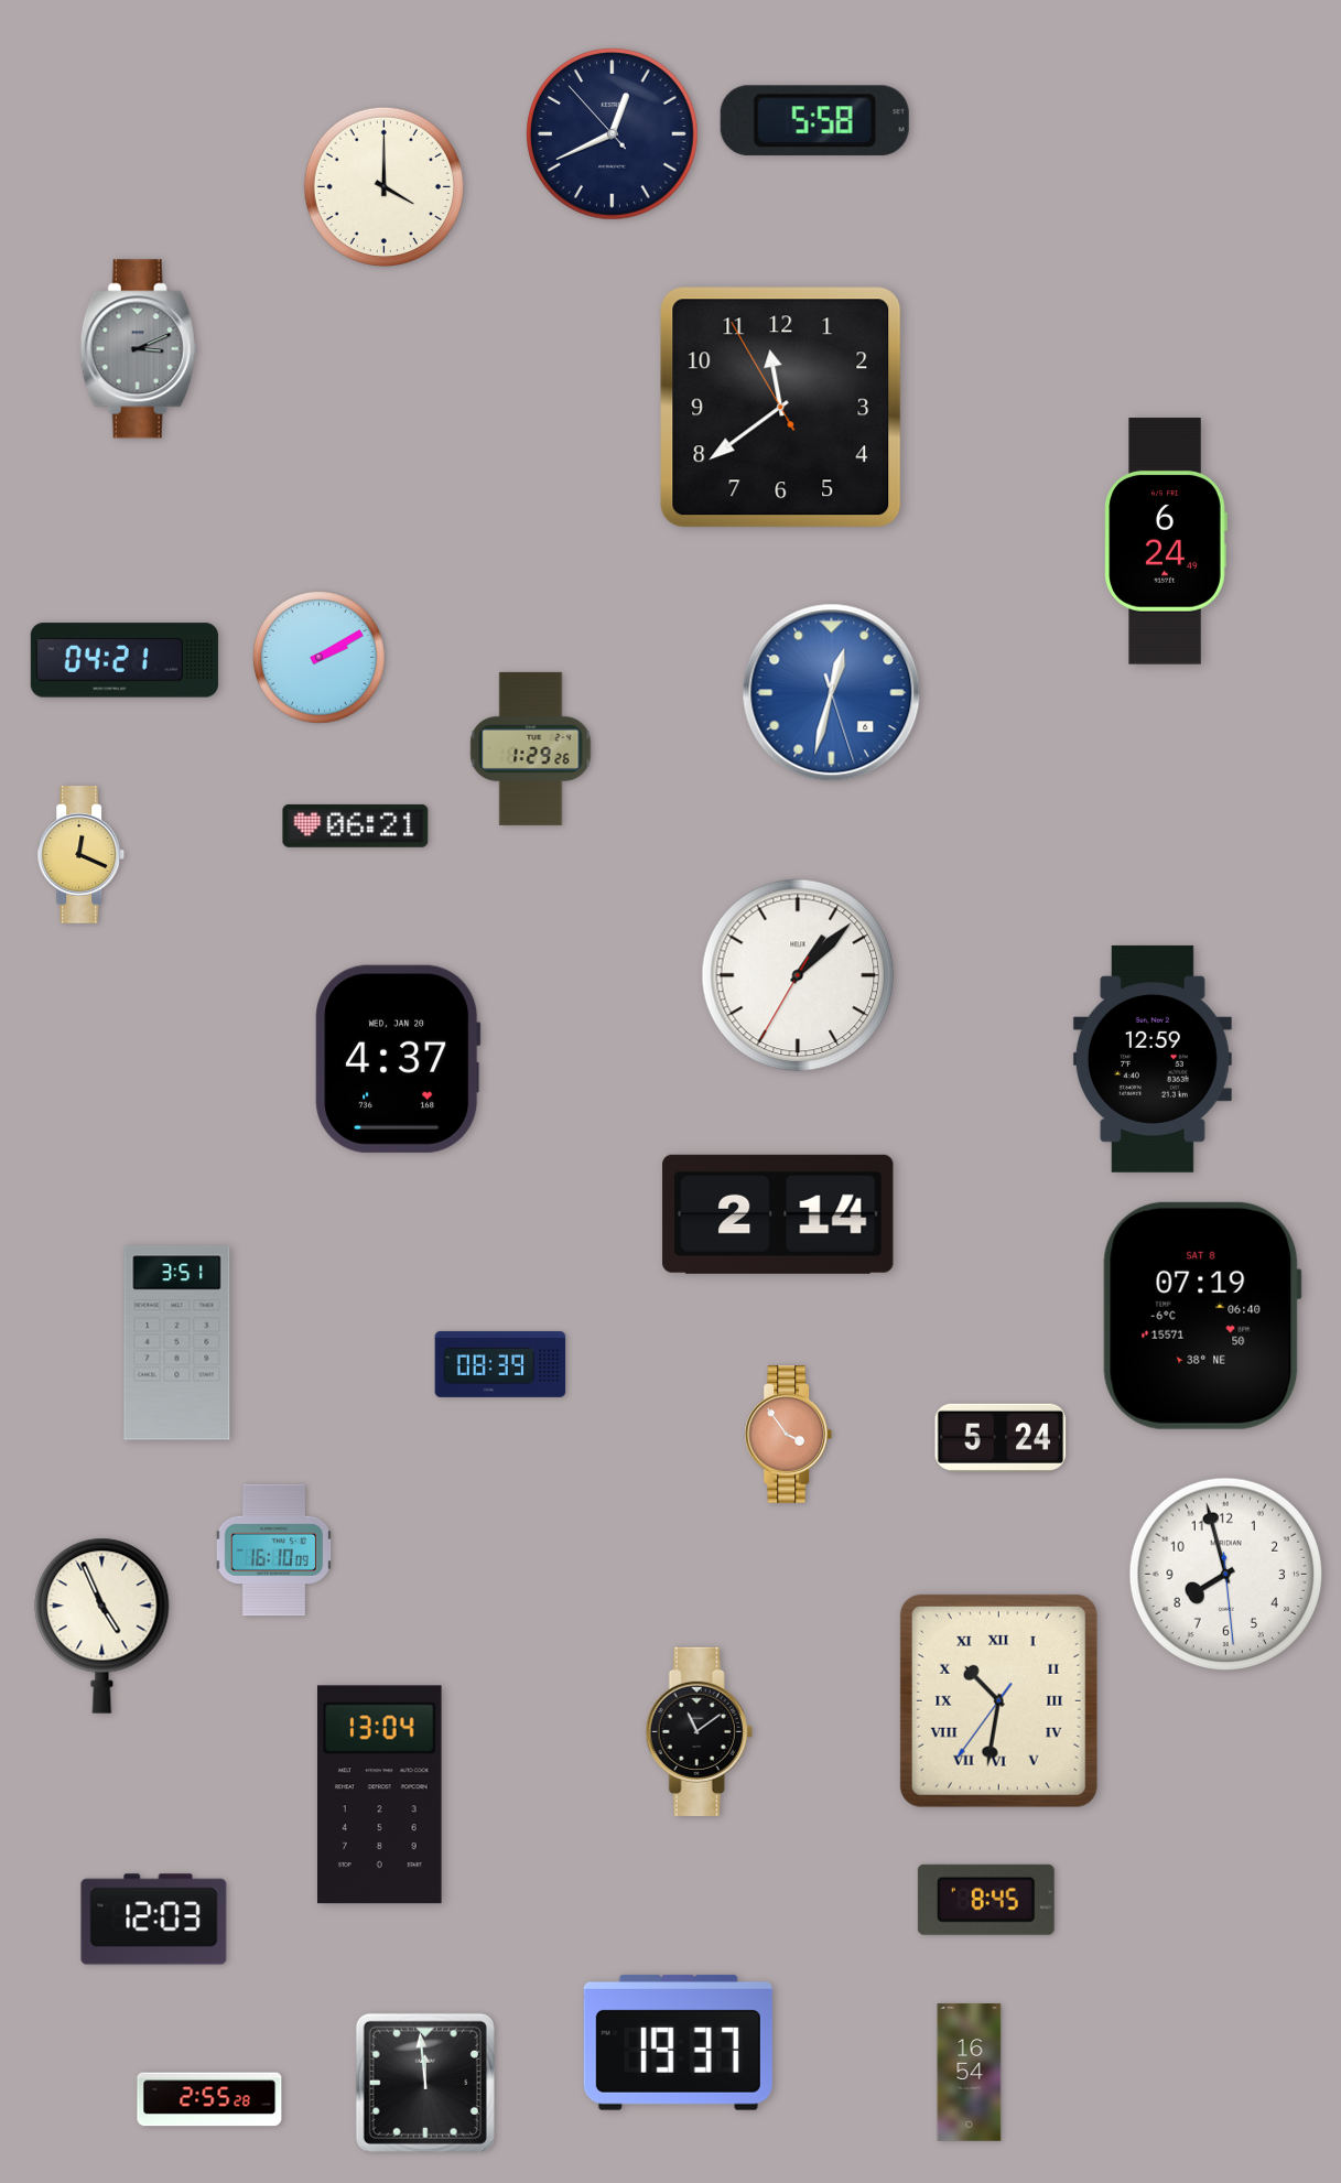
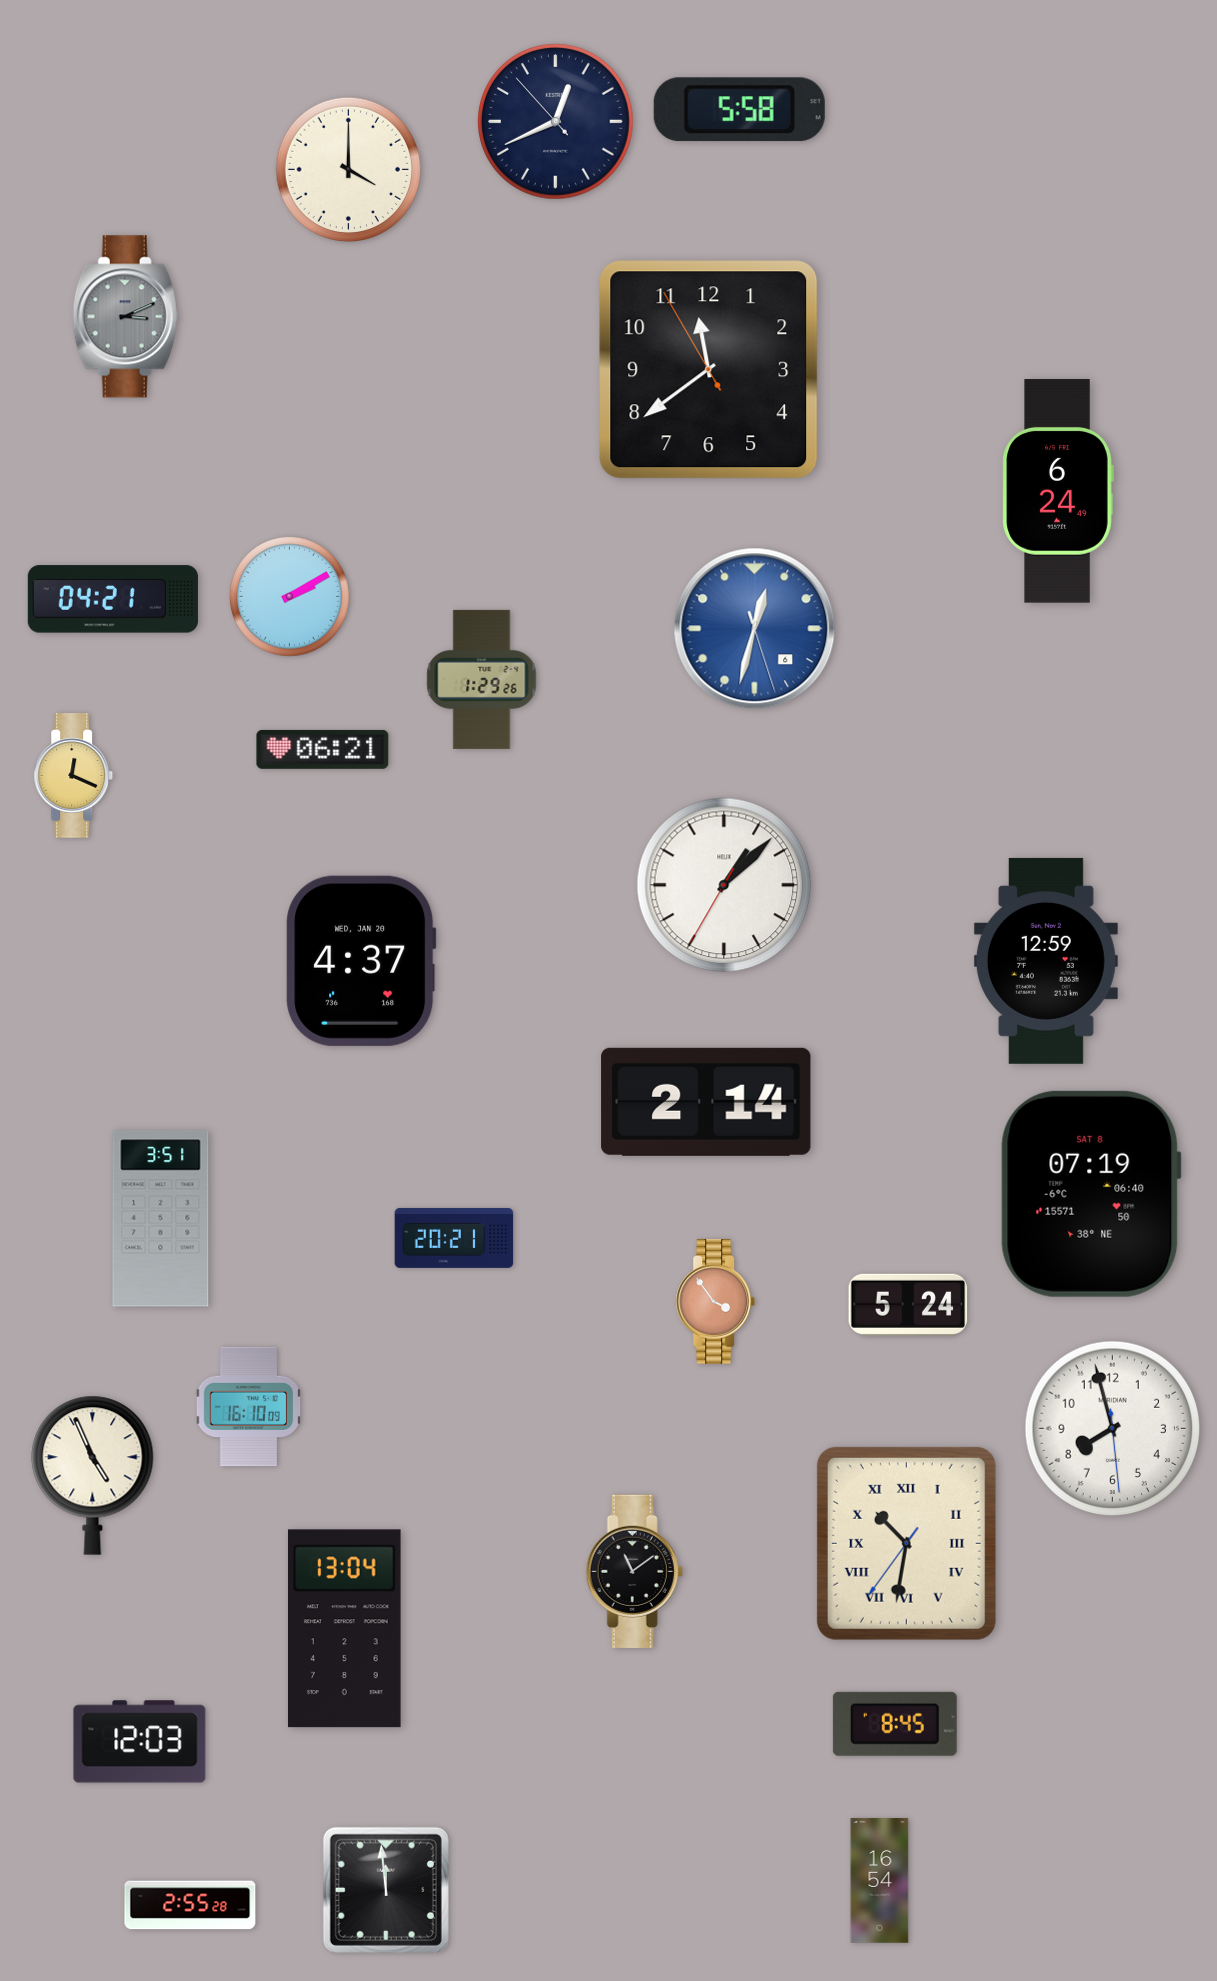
clock at (500, 1364): 08:39 -> 20:21
clock at (678, 2042): 19:37 -> none
